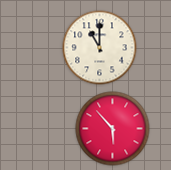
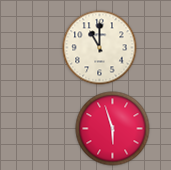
clock at (113, 129): 5:53 -> 5:57
